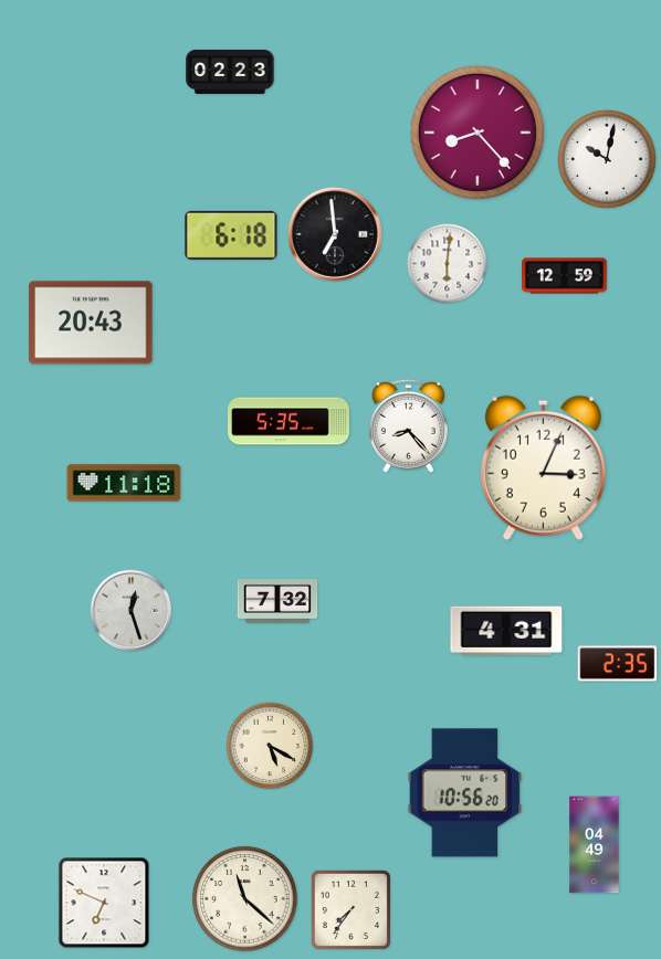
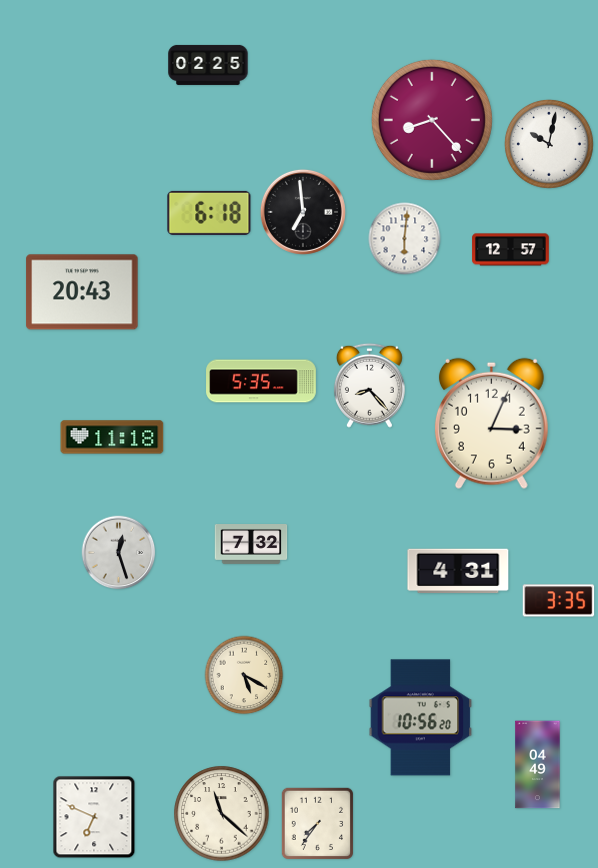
clock at (230, 72): 02:23 -> 02:25
clock at (565, 276): 12:59 -> 12:57
clock at (618, 664): 2:35 -> 3:35
